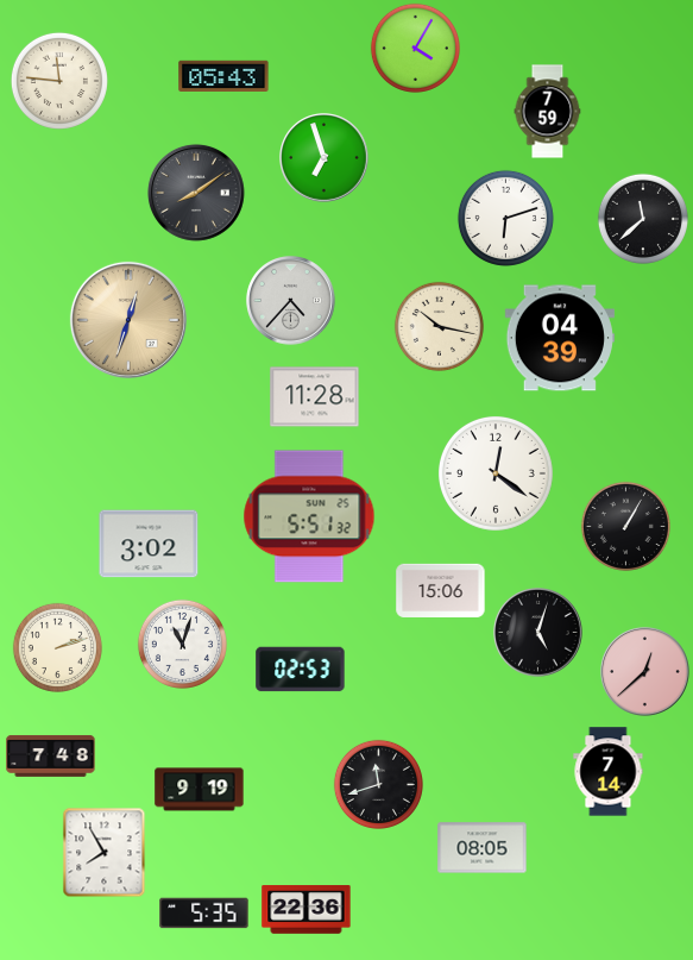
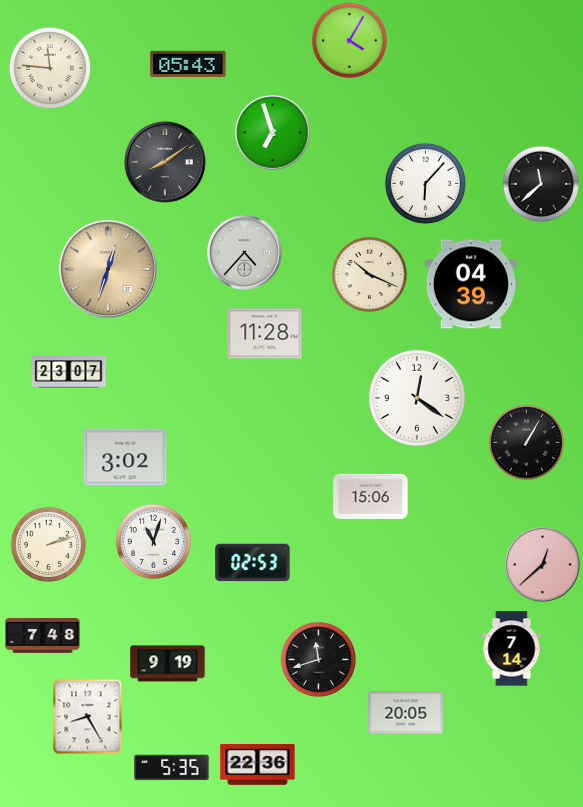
clock at (548, 112): 7:59 -> none
clock at (505, 218): 6:12 -> 6:07
clock at (439, 326): 10:17 -> 10:19
clock at (69, 372): none -> 23:07
clock at (309, 516): 5:51 -> none
clock at (538, 633): 5:03 -> none
clock at (483, 848): 08:05 -> 20:05
clock at (105, 853): 7:55 -> 8:25
